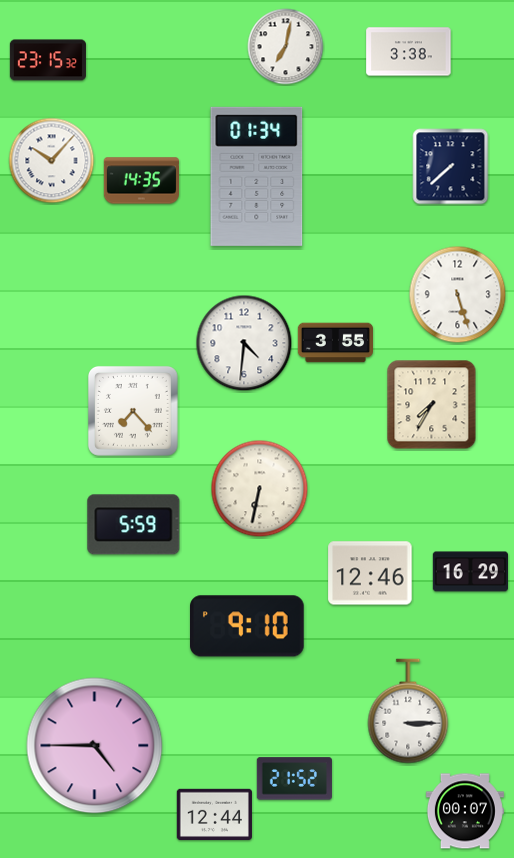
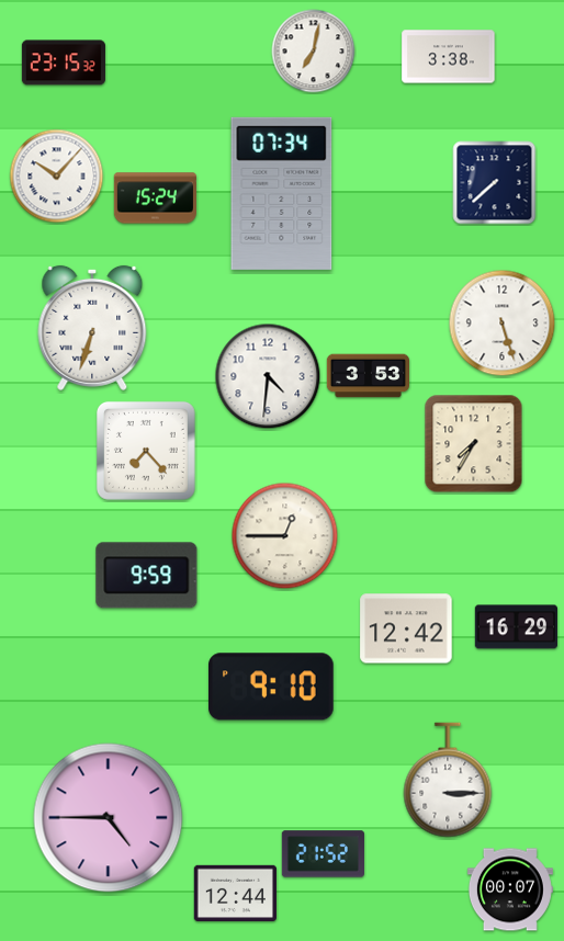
clock at (48, 60) position: (48, 60) -> (64, 63)
clock at (257, 176): 01:34 -> 07:34
clock at (141, 181): 14:35 -> 15:24
clock at (92, 328): none -> 6:33
clock at (335, 343): 3:55 -> 3:53
clock at (260, 489): 6:32 -> 12:45
clock at (134, 525): 5:59 -> 9:59
clock at (370, 573): 12:46 -> 12:42
clock at (95, 746) position: (95, 746) -> (109, 818)
